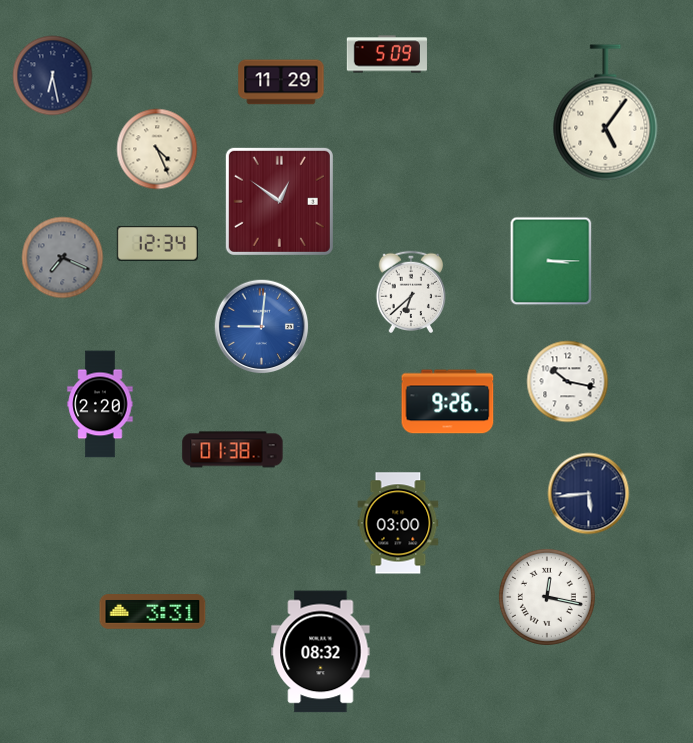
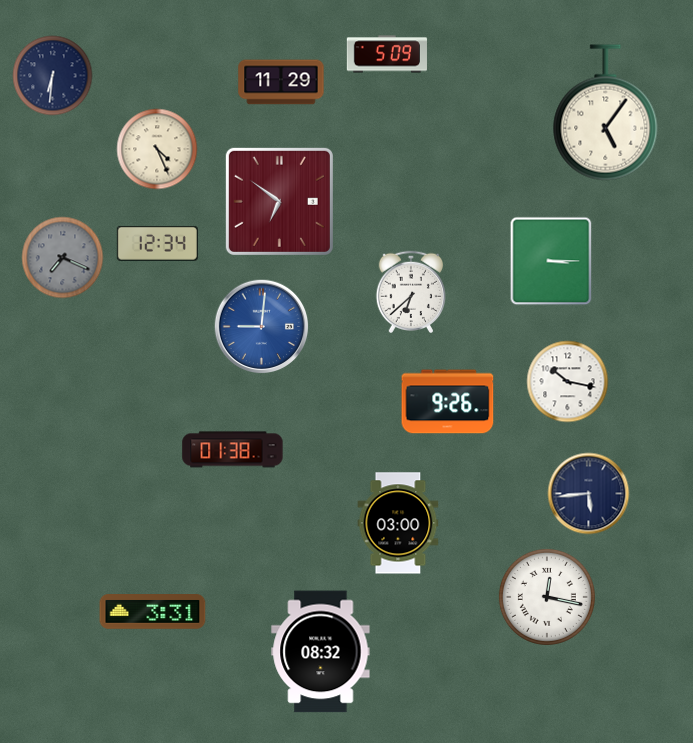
clock at (53, 76): 6:28 -> 6:31
clock at (279, 201): 12:51 -> 6:51
clock at (100, 404): 2:20 -> none
